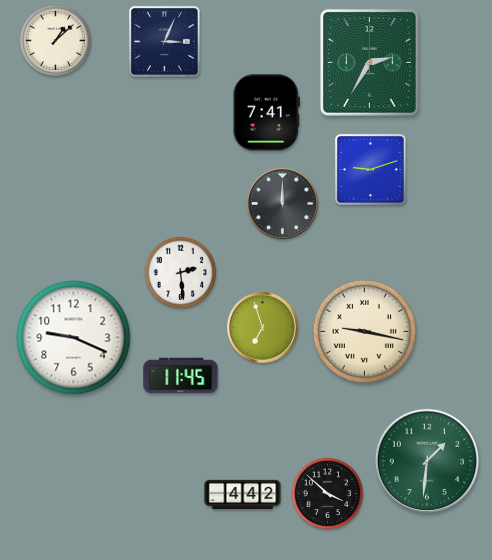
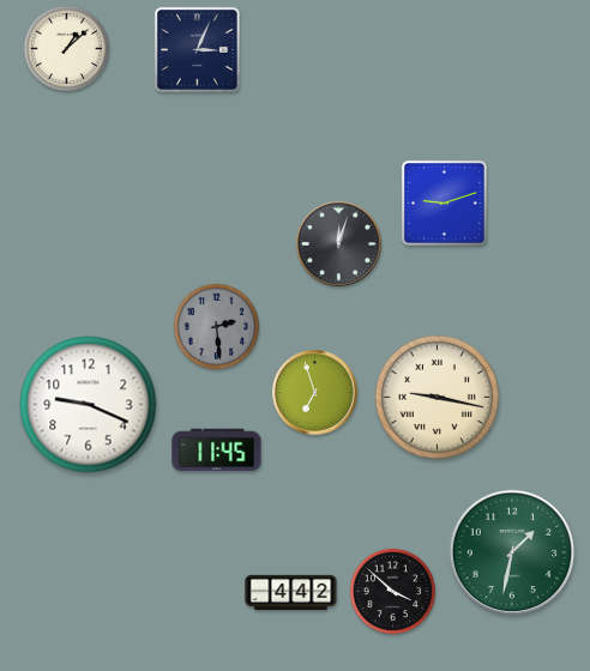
clock at (370, 63): 2:35 -> none
clock at (266, 113): 7:41 -> none
clock at (283, 204): 12:00 -> 12:03
clock at (181, 273) dial: white -> grey
clock at (427, 461): 1:31 -> 1:32
